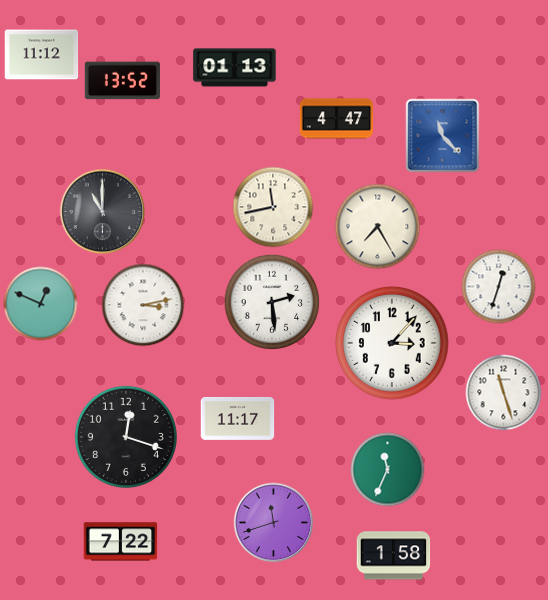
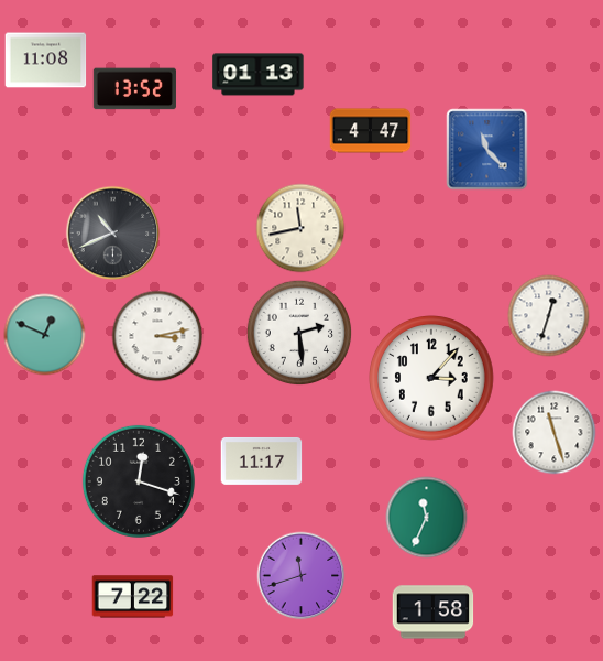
clock at (42, 55): 11:12 -> 11:08
clock at (103, 212): 11:00 -> 10:41
clock at (378, 227): 7:25 -> none
